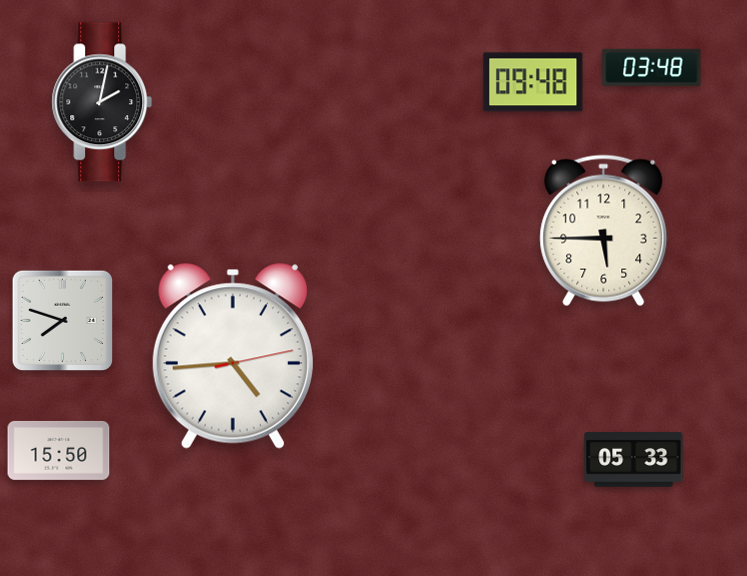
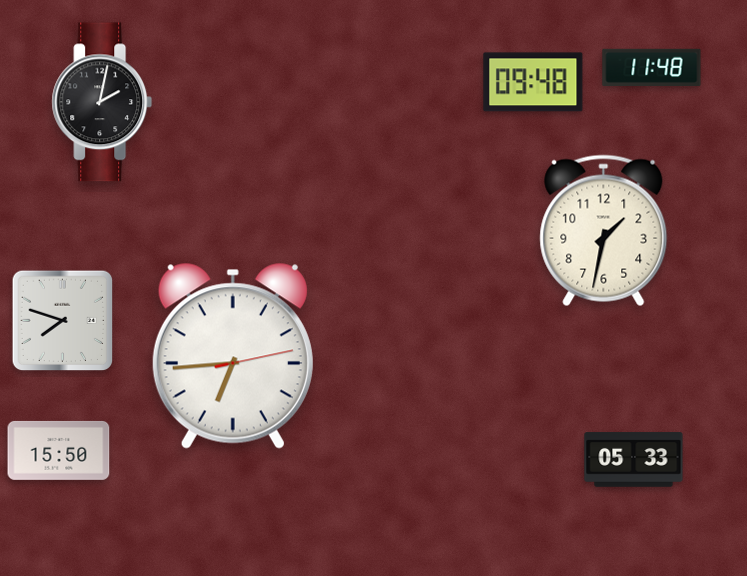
clock at (652, 67): 03:48 -> 11:48
clock at (604, 231): 5:45 -> 1:32
clock at (233, 356): 4:44 -> 6:44
